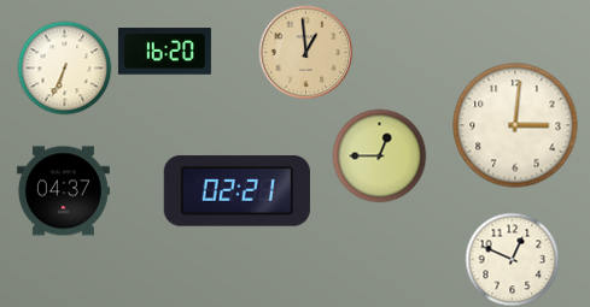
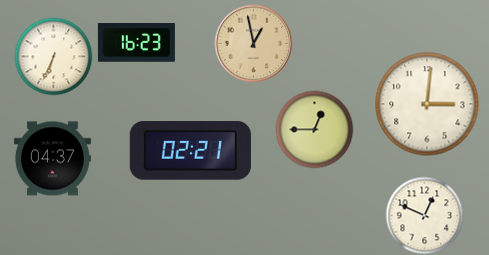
clock at (164, 52): 16:20 -> 16:23
clock at (305, 52): 12:59 -> 12:58
clock at (236, 191) position: (236, 191) -> (190, 151)
